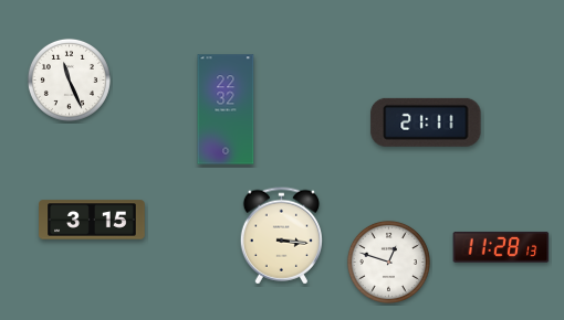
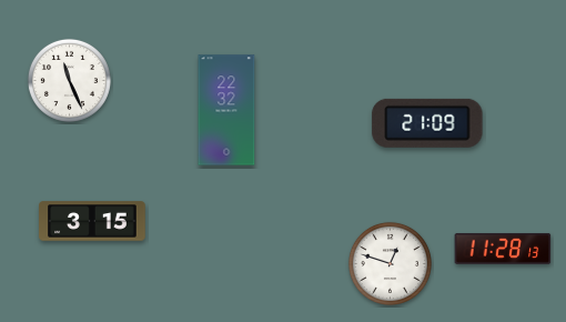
clock at (426, 122): 21:11 -> 21:09
clock at (281, 236): 3:16 -> none
